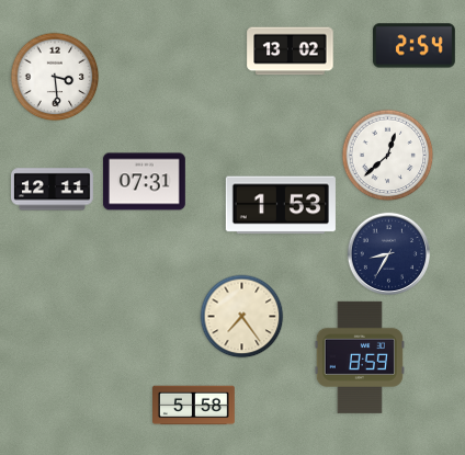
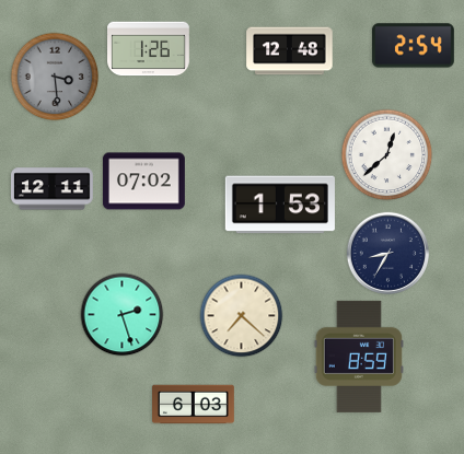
clock at (149, 49): none -> 1:26
clock at (291, 52): 13:02 -> 12:48
clock at (55, 77) dial: white -> grey
clock at (145, 182): 07:31 -> 07:02
clock at (123, 315): none -> 2:27
clock at (242, 317): 7:24 -> 7:22
clock at (194, 406): 5:58 -> 6:03
